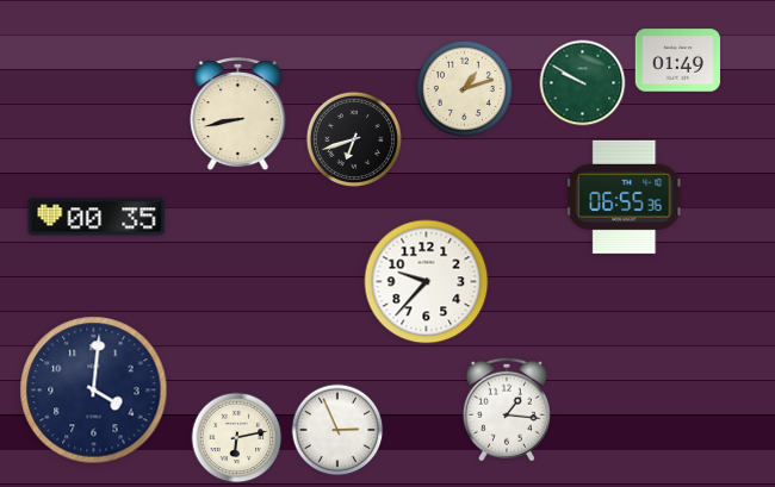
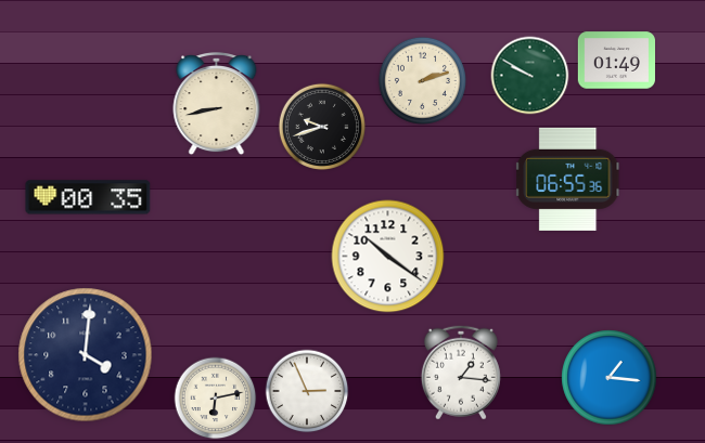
clock at (677, 61) position: (677, 61) -> (616, 61)
clock at (464, 88): 1:12 -> 2:12
clock at (354, 139): 6:42 -> 9:42
clock at (427, 282): 9:37 -> 10:21
clock at (610, 378): none -> 1:16
